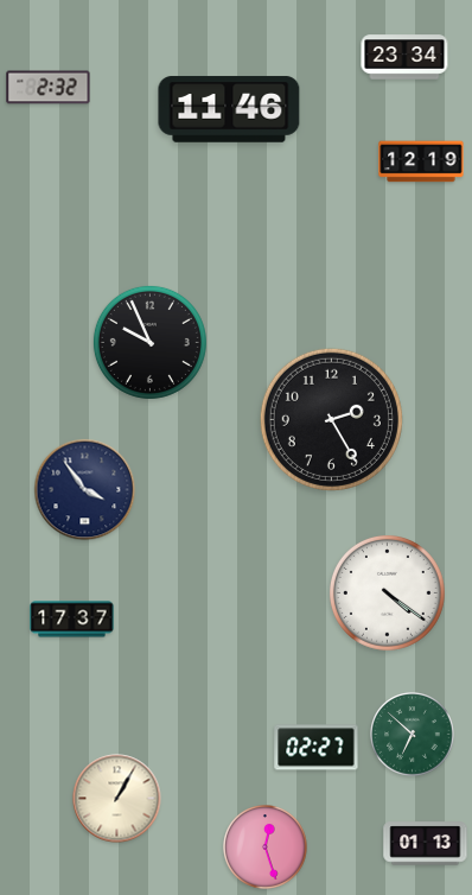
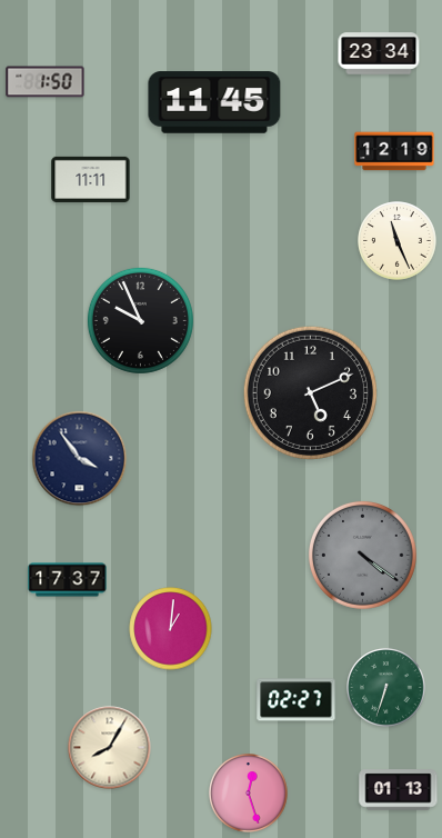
clock at (49, 88): 2:32 -> 1:50
clock at (229, 109): 11:46 -> 11:45
clock at (91, 179): none -> 11:11
clock at (398, 241): none -> 11:26
clock at (331, 419): 2:25 -> 5:11
clock at (387, 592) dial: white -> grey
clock at (171, 629): none -> 1:01
clock at (413, 735): 6:52 -> 6:33
clock at (117, 799): 1:05 -> 8:05
